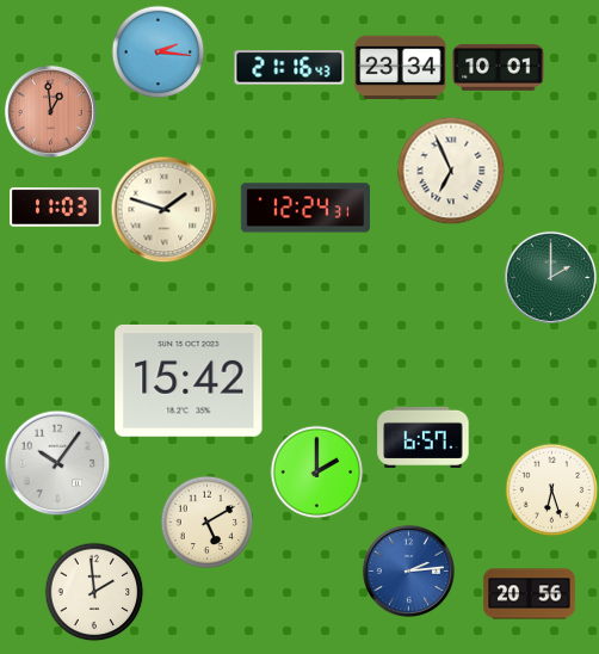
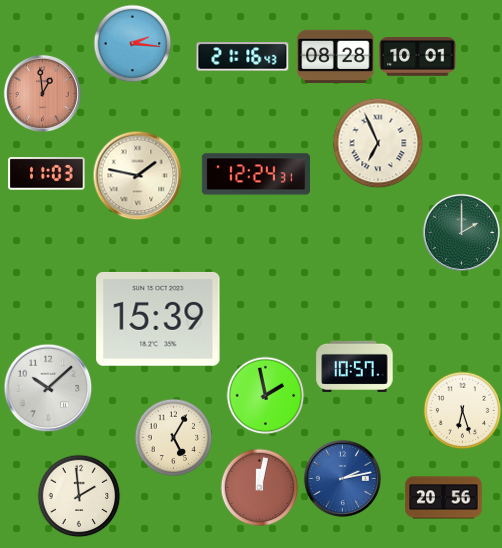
clock at (401, 68): 23:34 -> 08:28
clock at (163, 209): 1:48 -> 1:47
clock at (189, 381): 15:42 -> 15:39
clock at (424, 437): 6:57 -> 10:57
clock at (57, 463): 10:06 -> 10:08
clock at (316, 471): 2:00 -> 1:58
clock at (206, 522): 5:10 -> 5:05
clock at (408, 570): 2:14 -> 2:13
clock at (259, 487): none -> 12:02
